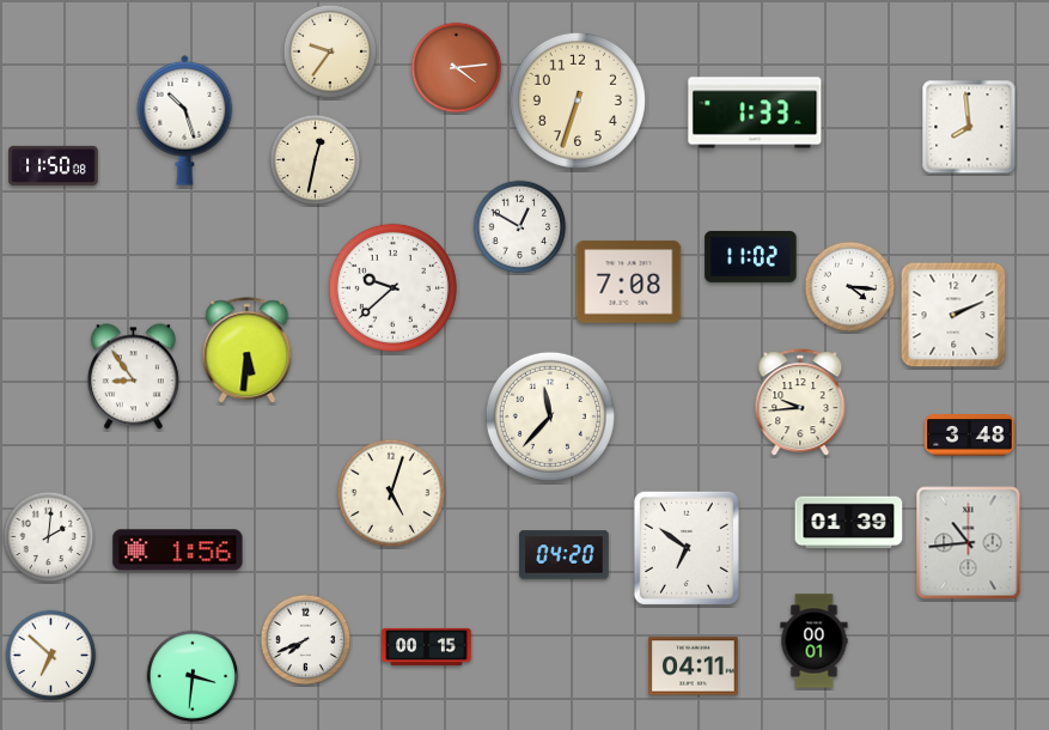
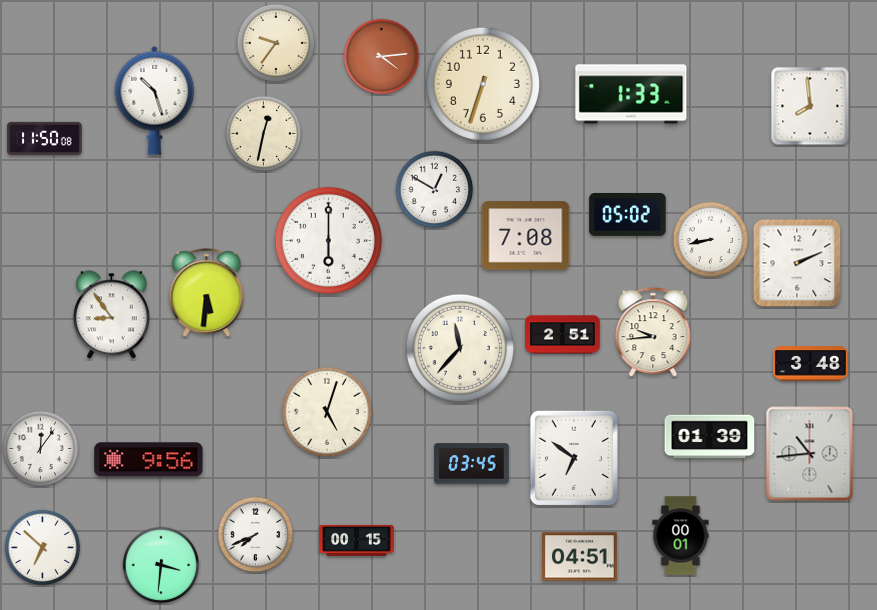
clock at (751, 256): 11:02 -> 05:02
clock at (392, 287): 9:38 -> 6:00
clock at (850, 287): 4:16 -> 8:43
clock at (563, 335): none -> 2:51
clock at (800, 403) position: (800, 403) -> (653, 333)
clock at (49, 537): 2:01 -> 12:06
clock at (178, 550): 1:56 -> 9:56
clock at (565, 555): 04:20 -> 03:45
clock at (694, 667): 04:11 -> 04:51
